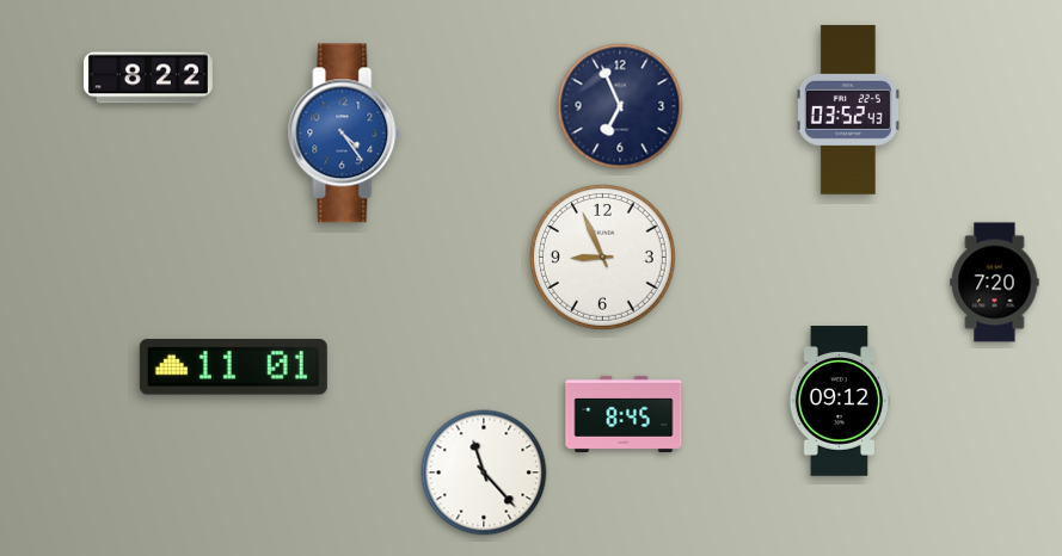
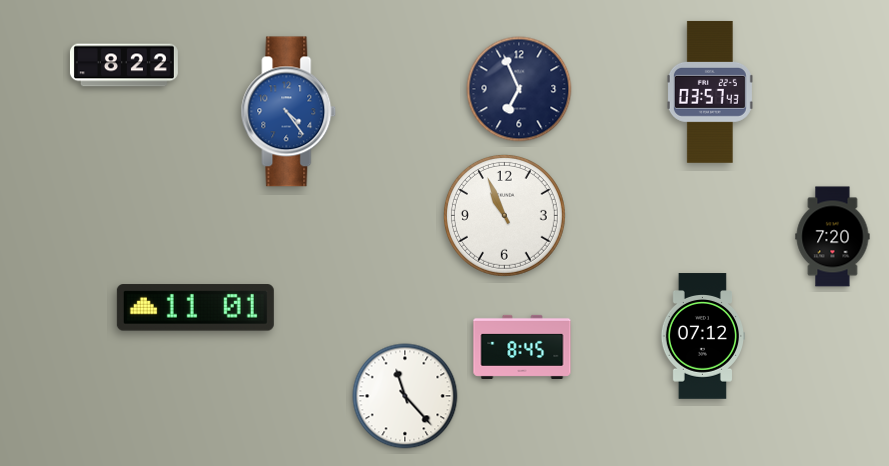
clock at (848, 110): 03:52 -> 03:57
clock at (602, 257): 8:56 -> 10:56
clock at (840, 401): 09:12 -> 07:12
